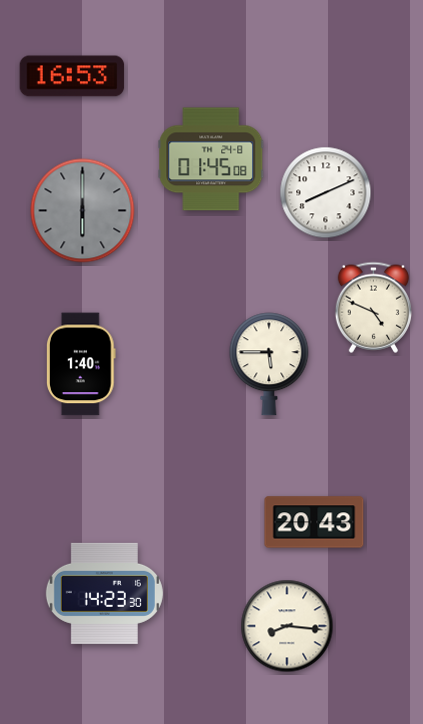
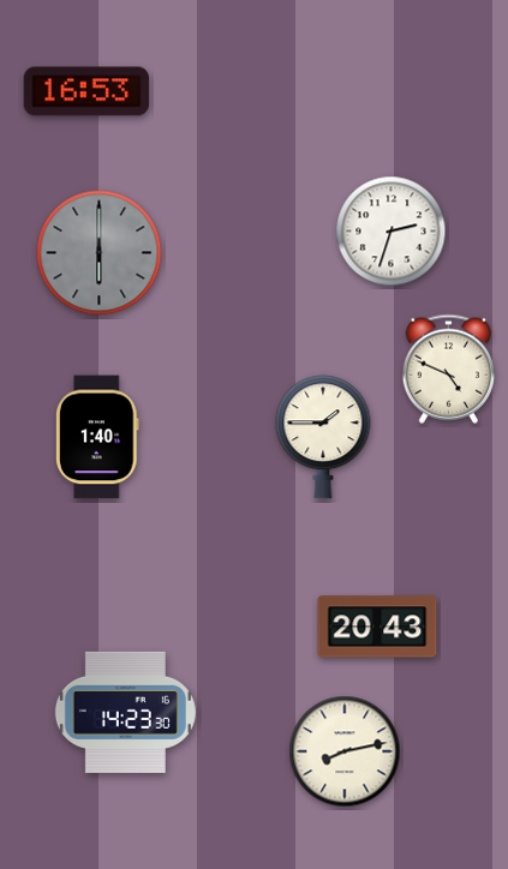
clock at (211, 159): 01:45 -> none
clock at (326, 193): 8:11 -> 2:33
clock at (269, 364): 5:45 -> 1:45
clock at (287, 626): 8:16 -> 8:13
